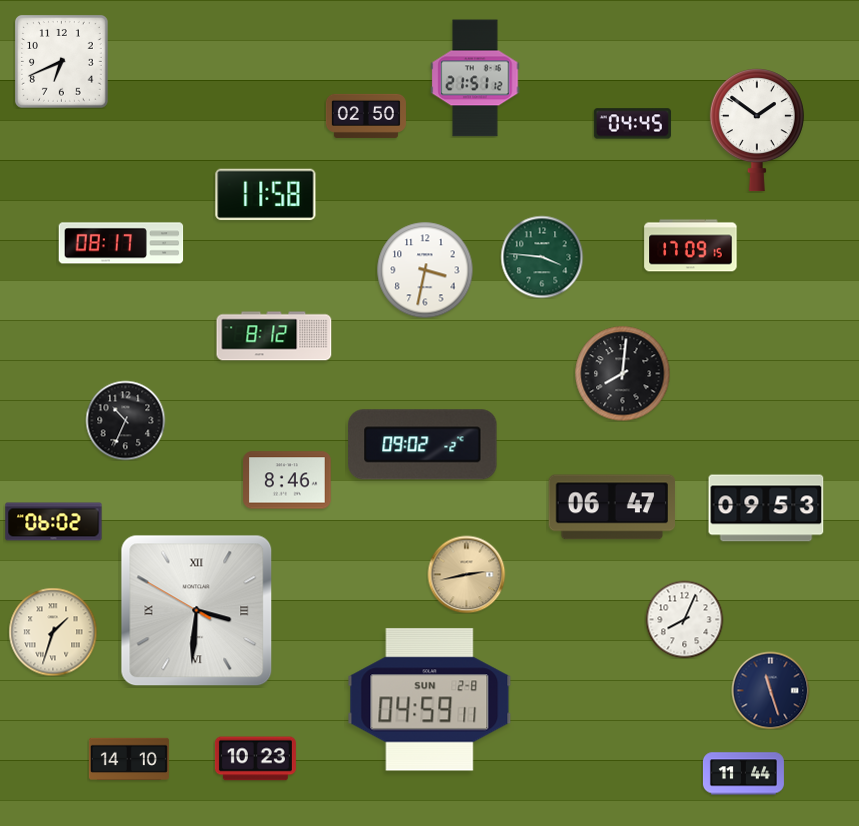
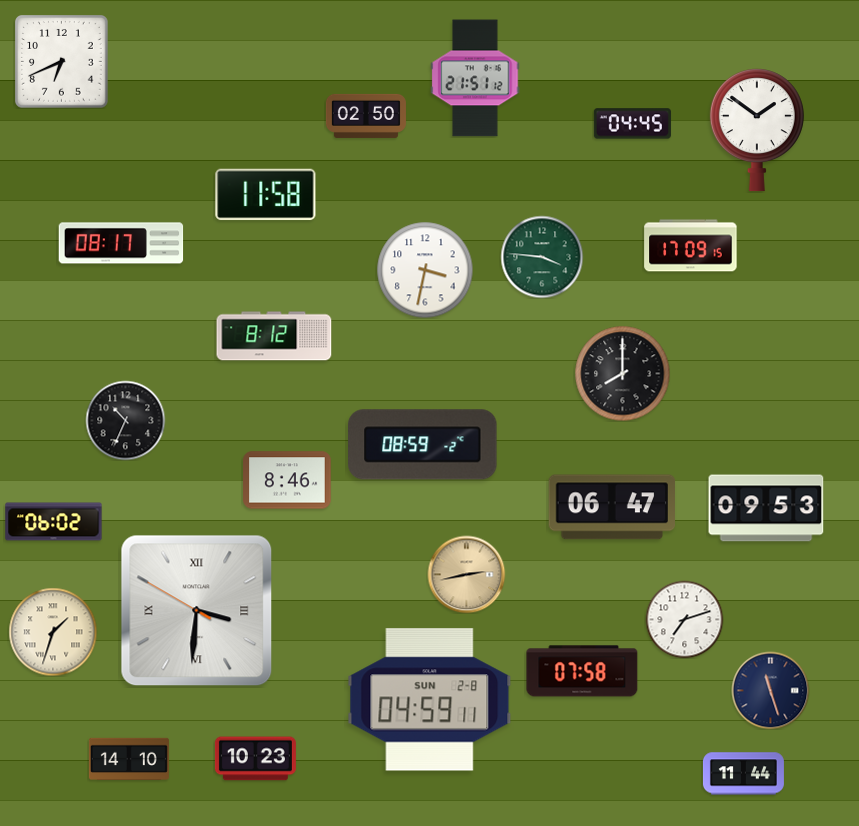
clock at (622, 373): 8:01 -> 8:00
clock at (423, 445): 09:02 -> 08:59
clock at (684, 619): 8:04 -> 7:12
clock at (582, 671): none -> 07:58
